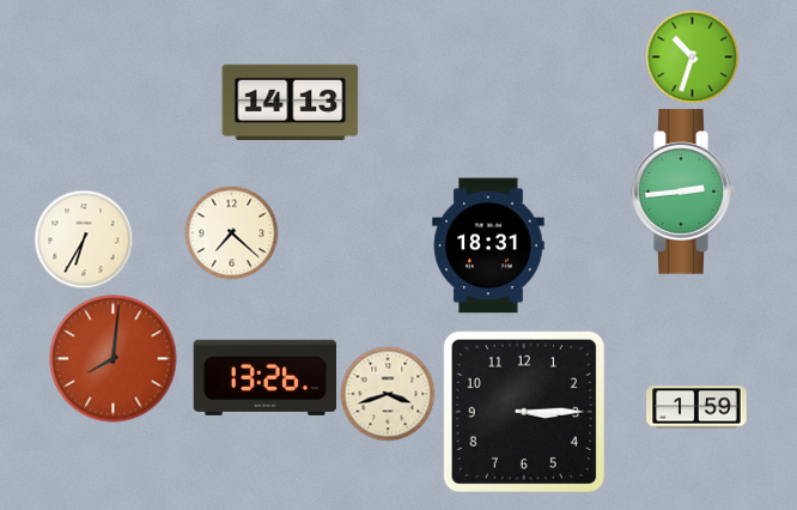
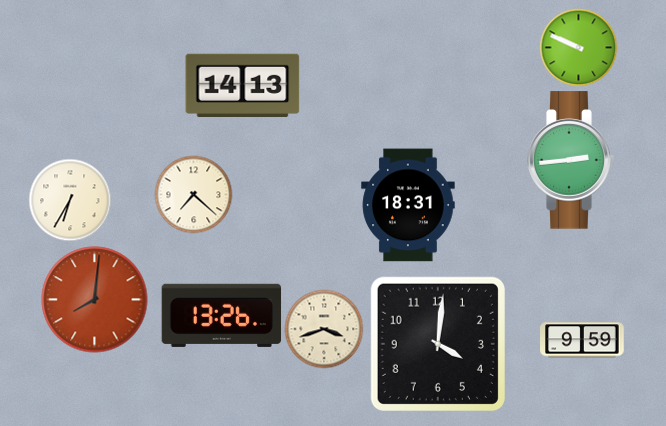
clock at (692, 56): 10:33 -> 9:49
clock at (696, 407): 1:59 -> 9:59
clock at (524, 412): 3:15 -> 4:01
